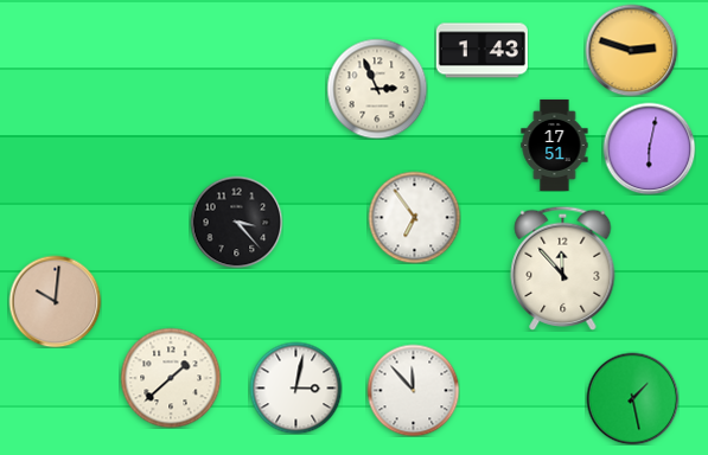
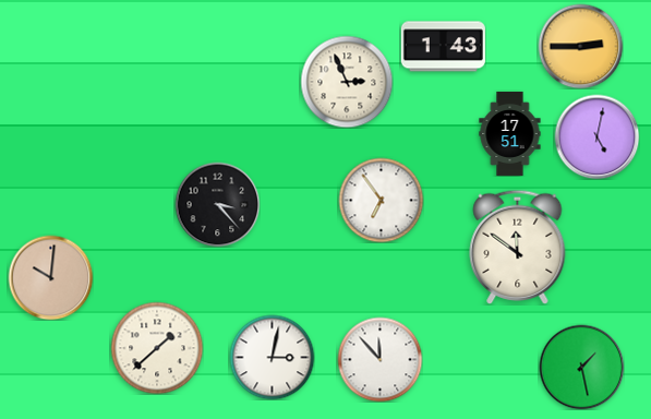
clock at (631, 50): 2:48 -> 2:45
clock at (649, 148): 6:02 -> 5:02
clock at (563, 268): 11:53 -> 11:51
